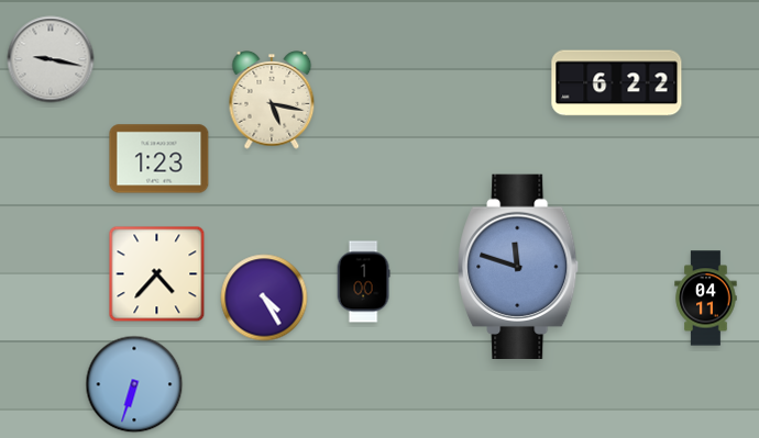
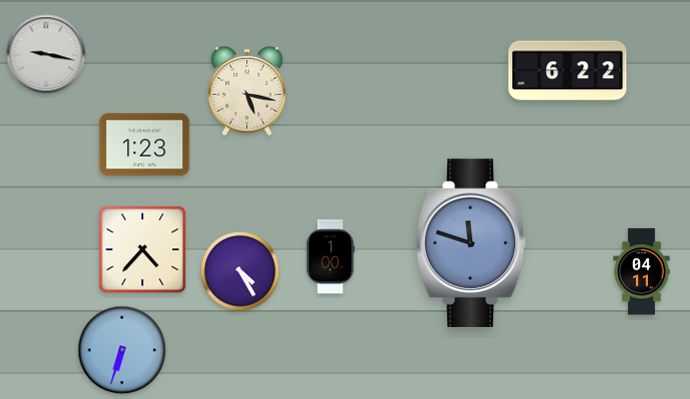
clock at (617, 83) position: (617, 83) -> (568, 71)
